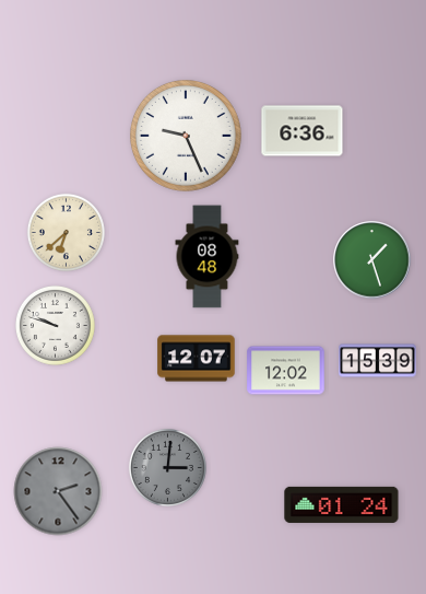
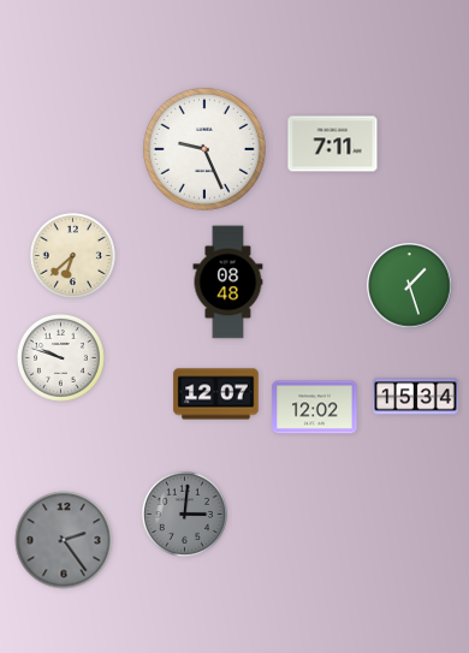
clock at (303, 131): 6:36 -> 7:11
clock at (378, 361): 15:39 -> 15:34
clock at (342, 504): 01:24 -> none
